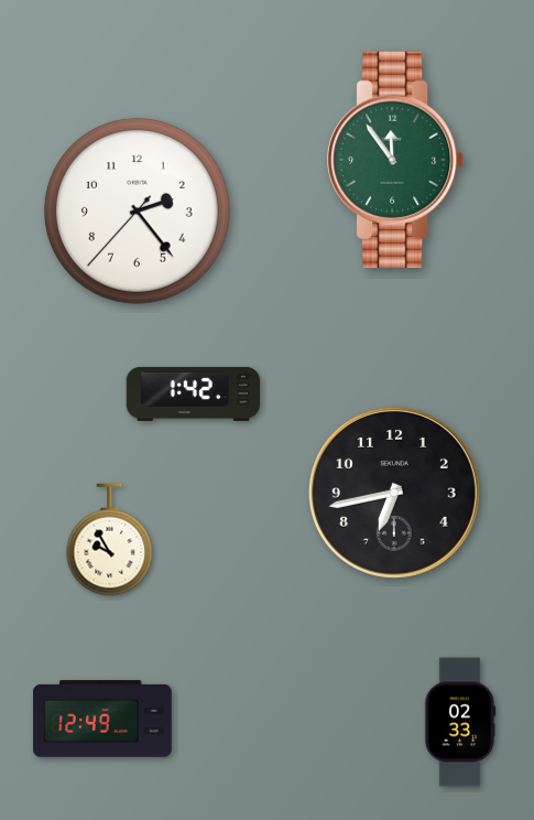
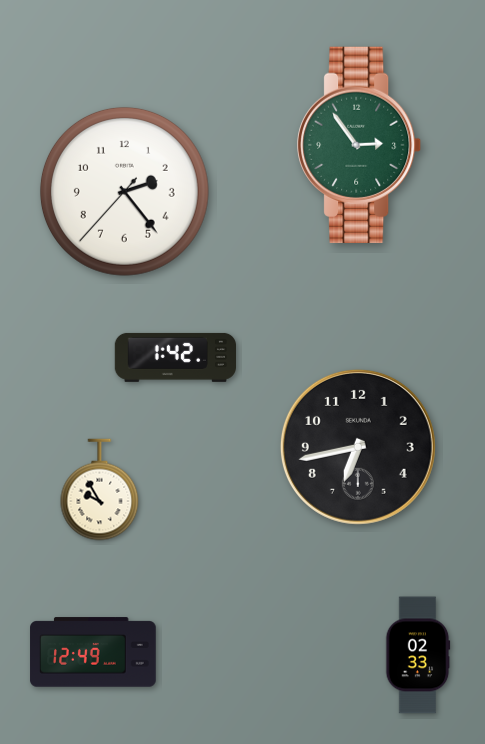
clock at (396, 160): 11:54 -> 2:54
